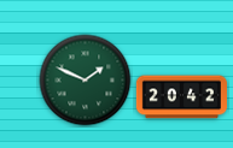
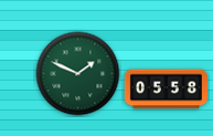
clock at (181, 97): 20:42 -> 05:58
